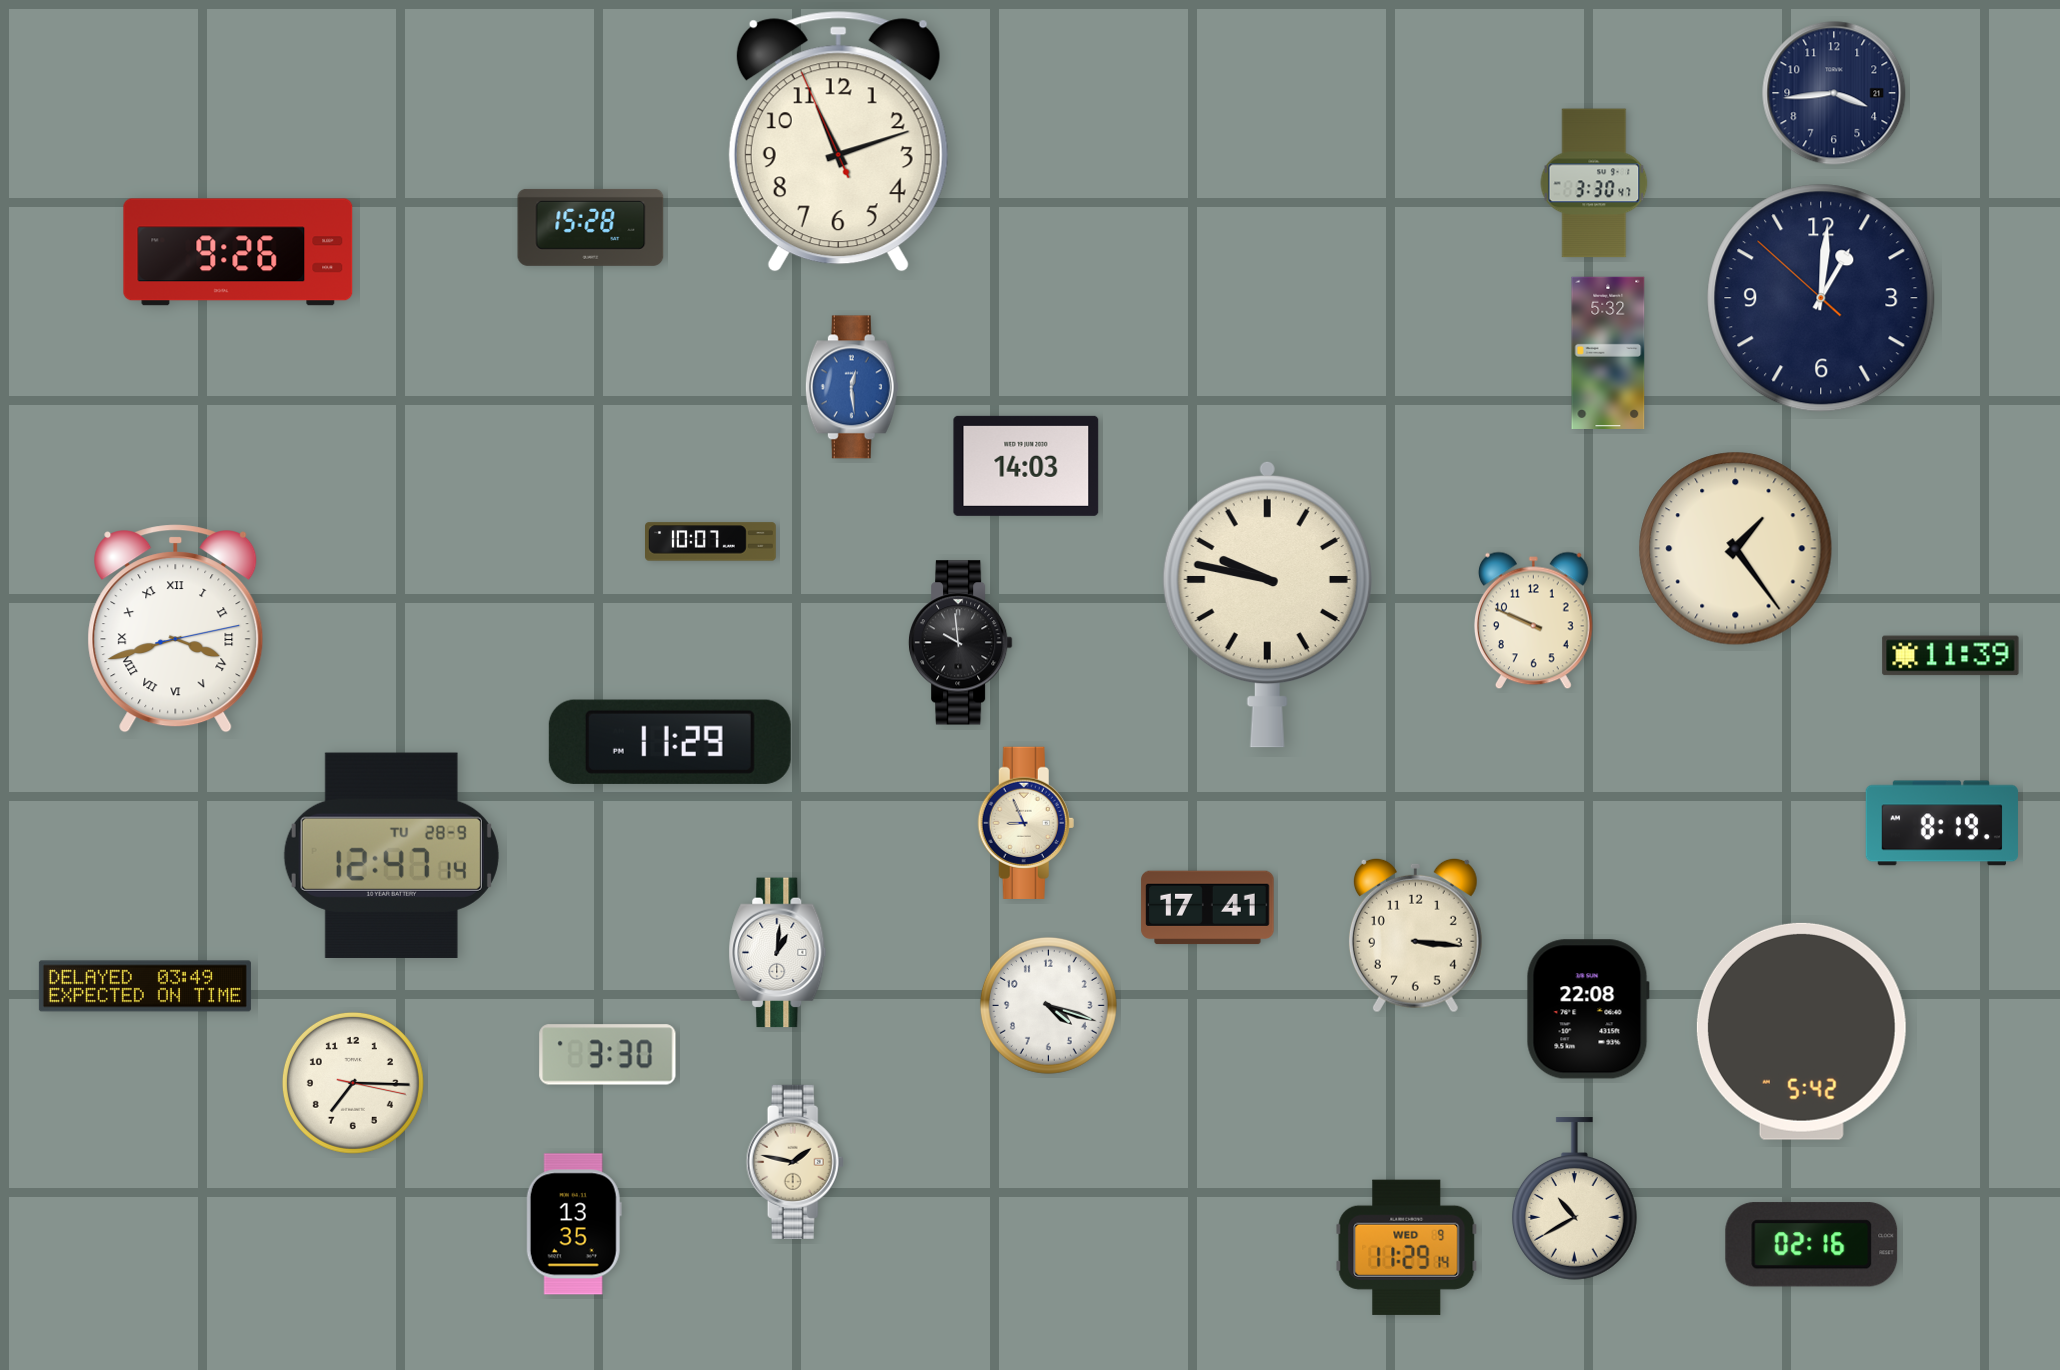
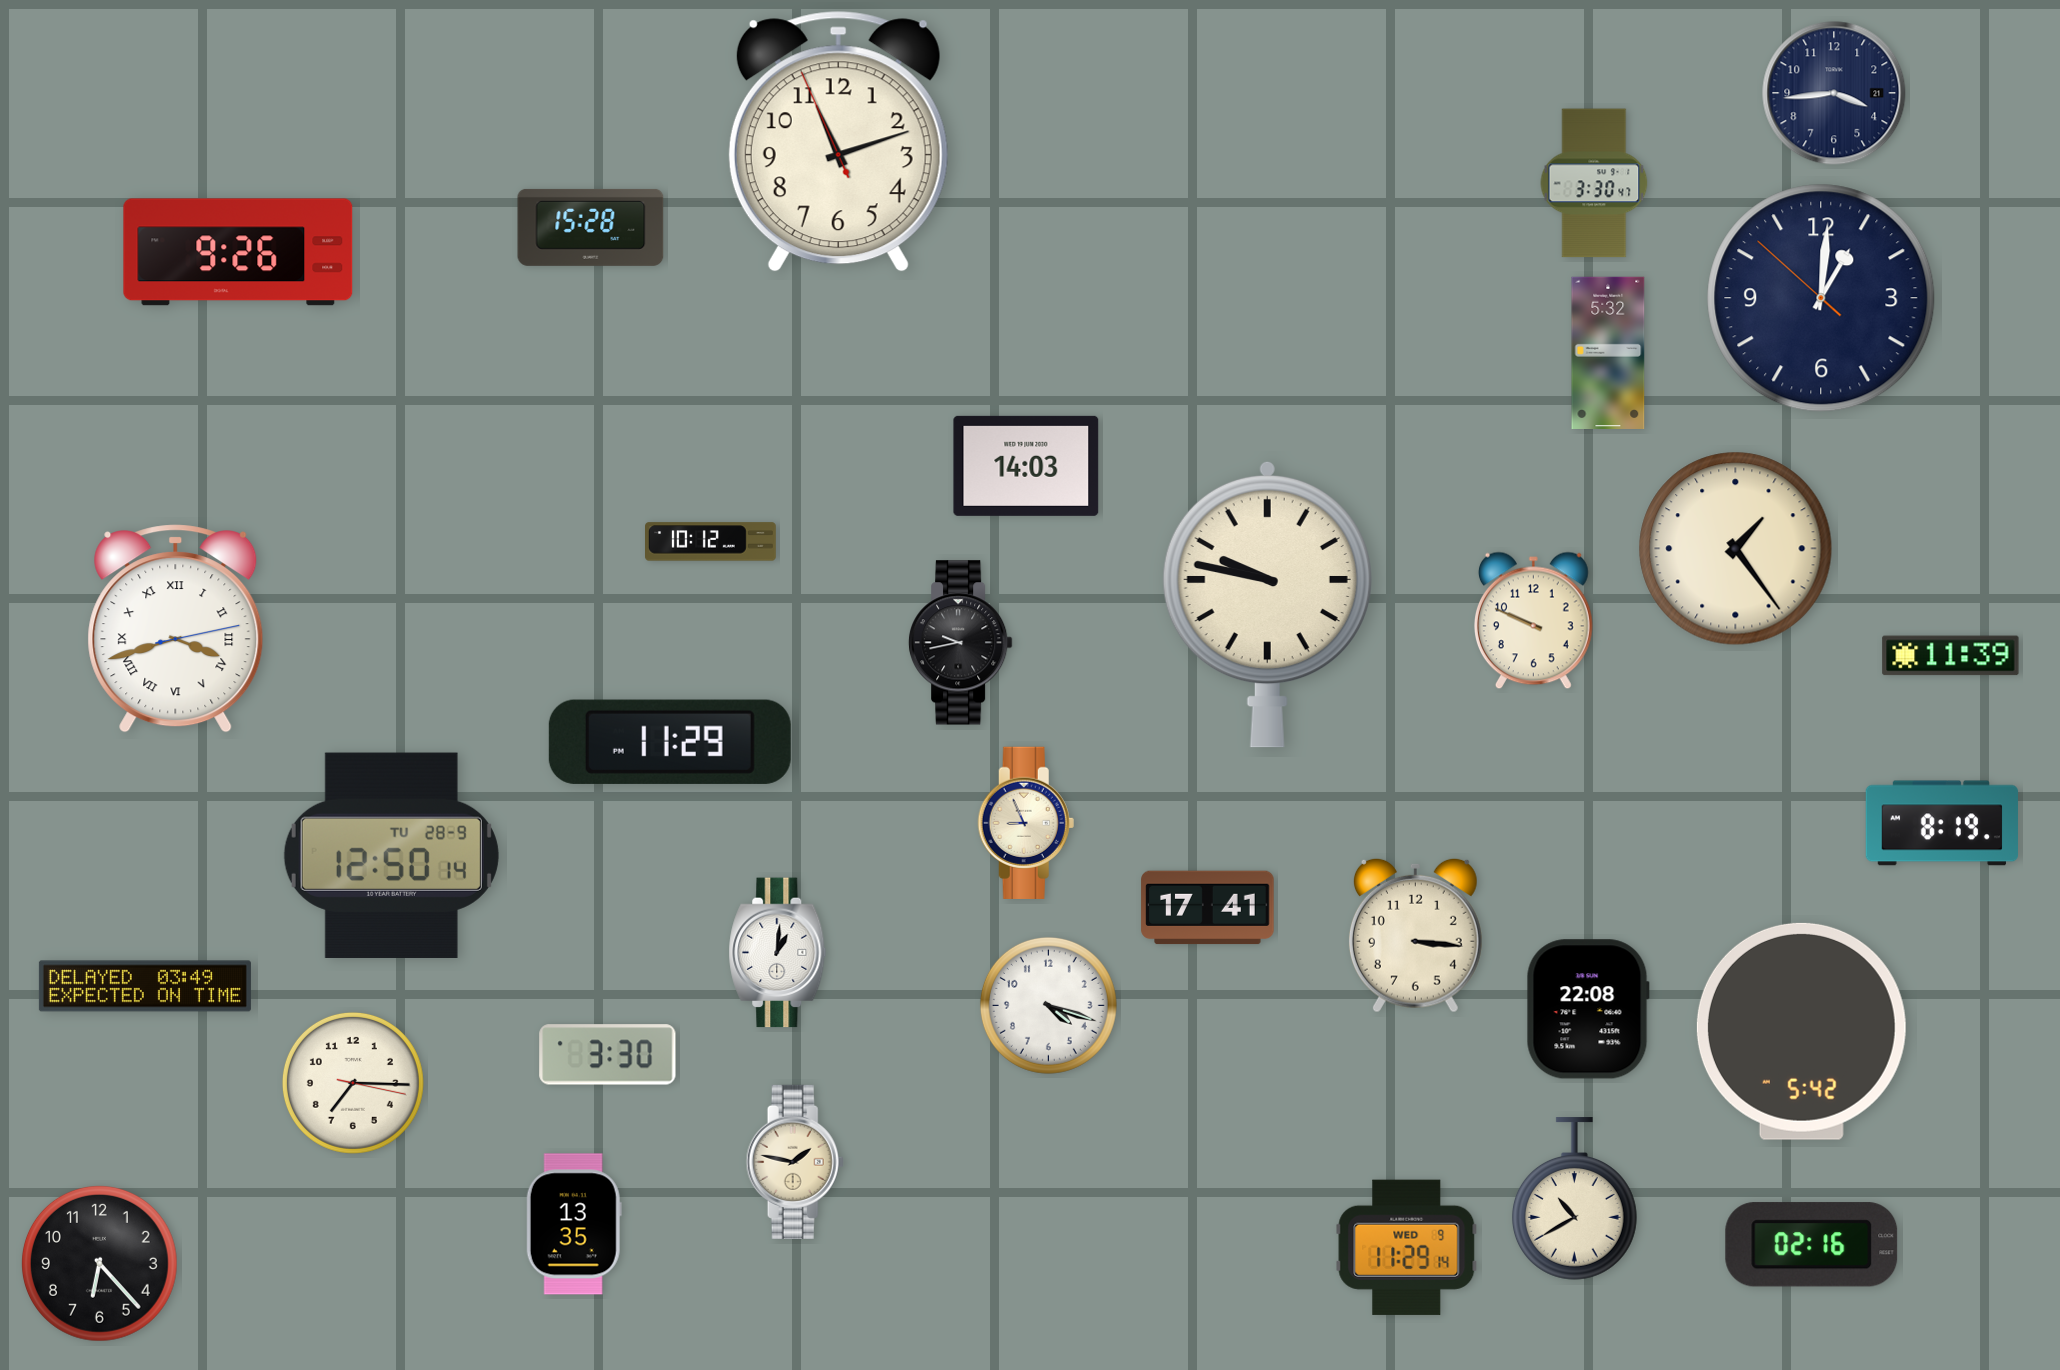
clock at (852, 387): 12:29 -> none
clock at (711, 542): 10:07 -> 10:12
clock at (960, 643): 9:59 -> 9:43
clock at (391, 855): 12:47 -> 12:50
clock at (99, 1263): none -> 6:23
